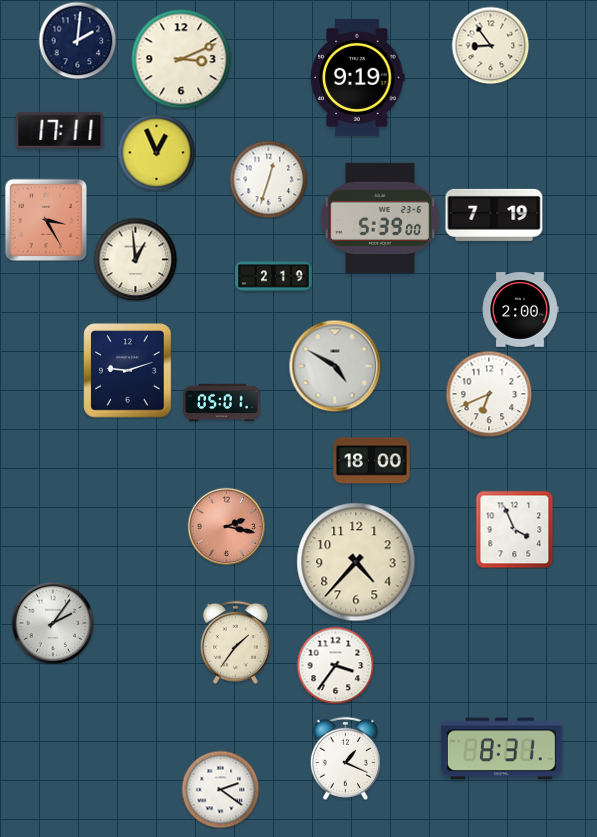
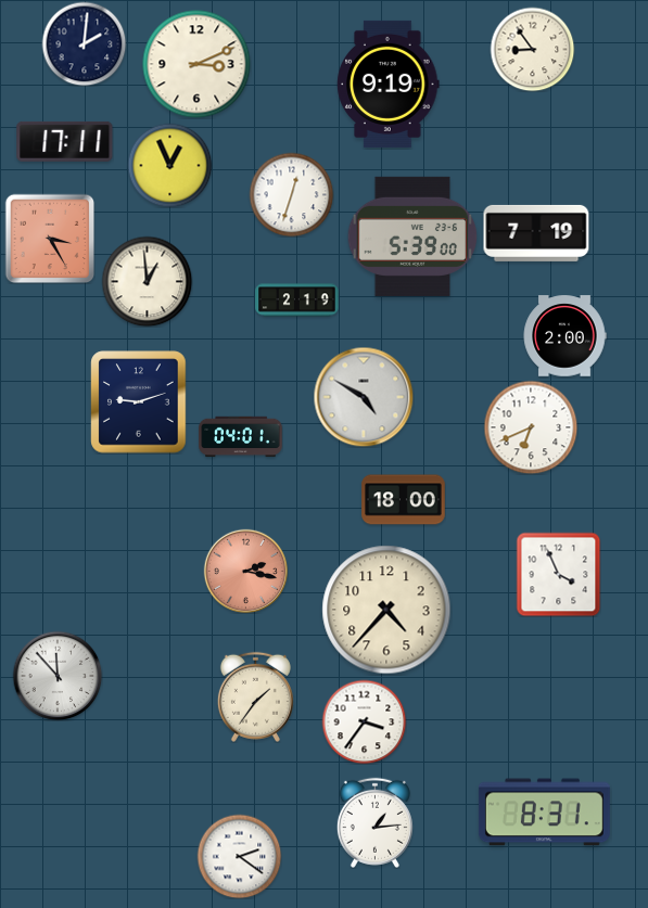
clock at (222, 403): 05:01 -> 04:01
clock at (53, 623): 2:06 -> 11:53
clock at (345, 758): 1:19 -> 1:14
